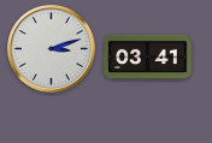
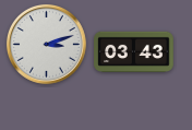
clock at (148, 58): 03:41 -> 03:43
